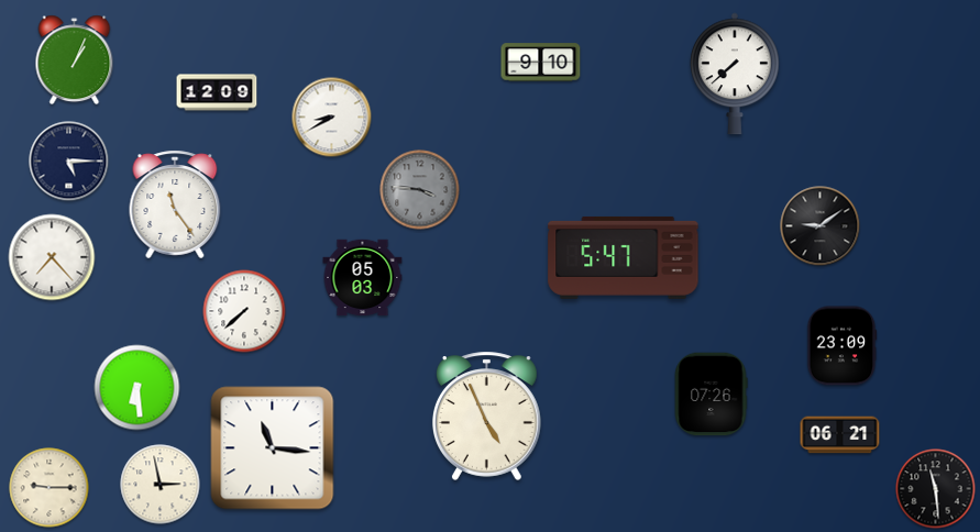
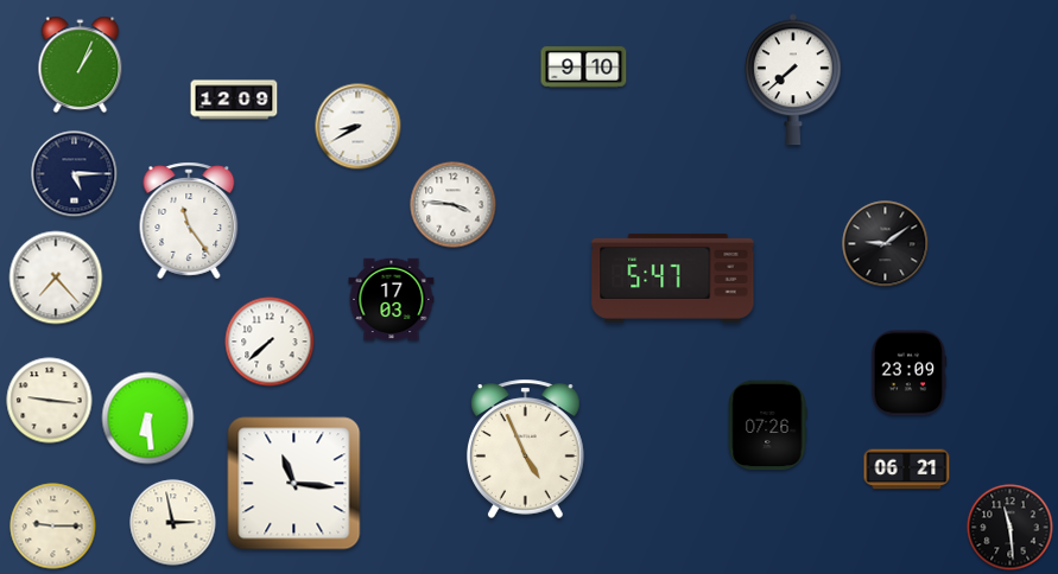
clock at (420, 190) dial: grey -> white
clock at (363, 278): 05:03 -> 17:03
clock at (244, 311) position: (244, 311) -> (270, 342)
clock at (50, 401): none -> 9:16
